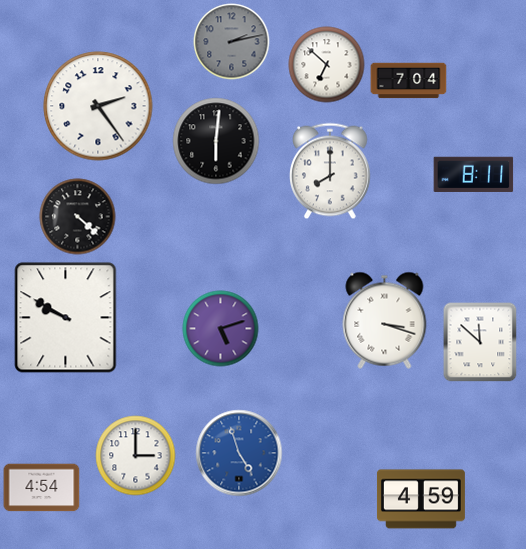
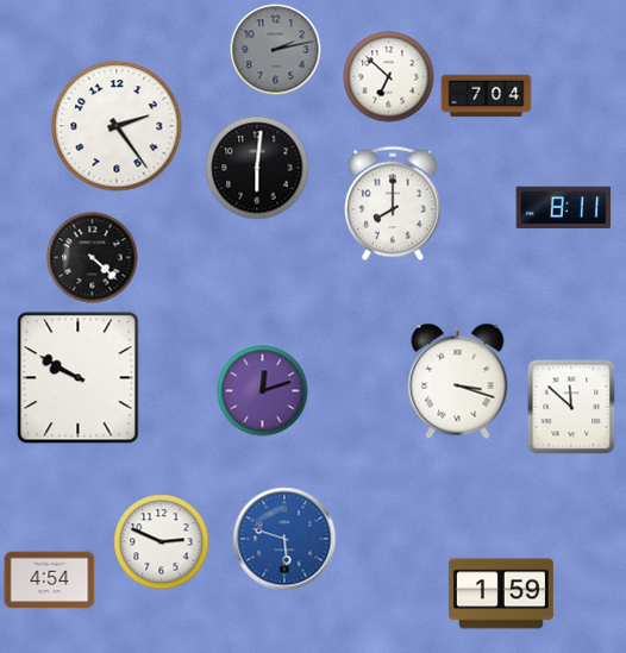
clock at (221, 329): 5:12 -> 12:12
clock at (239, 453): 4:57 -> 5:48
clock at (136, 456): 3:00 -> 2:49
clock at (421, 499): 4:59 -> 1:59
